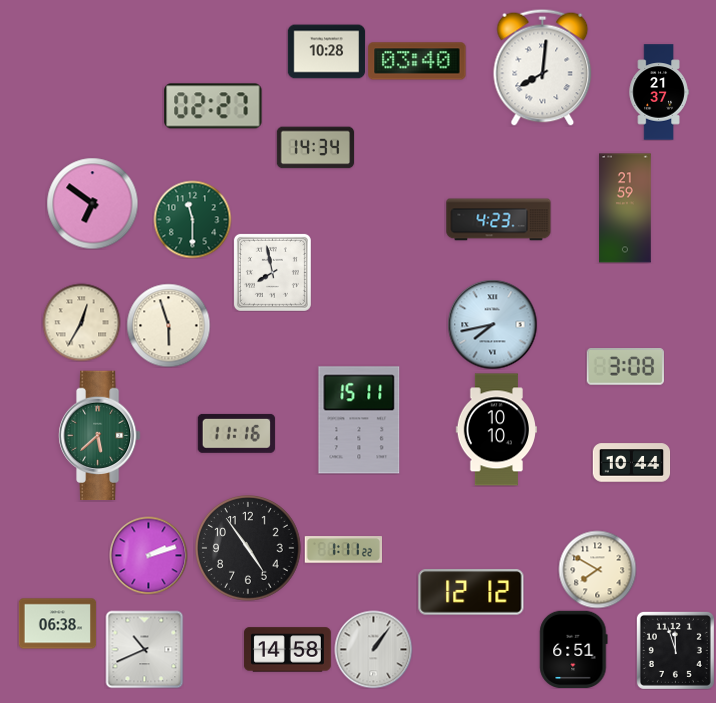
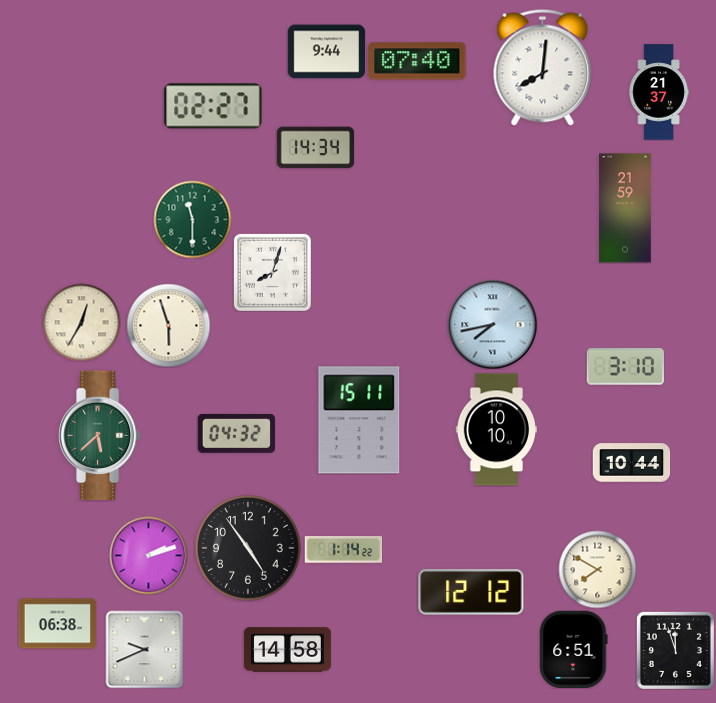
clock at (326, 52): 10:28 -> 9:44
clock at (417, 61): 03:40 -> 07:40
clock at (92, 203): 6:51 -> none
clock at (499, 220): 4:23 -> none
clock at (272, 272): 7:58 -> 8:03
clock at (625, 367): 3:08 -> 3:10
clock at (236, 433): 11:16 -> 04:32
clock at (343, 550): 1:11 -> 1:14
clock at (144, 649): 10:41 -> 9:41
clock at (373, 649): 1:06 -> none
